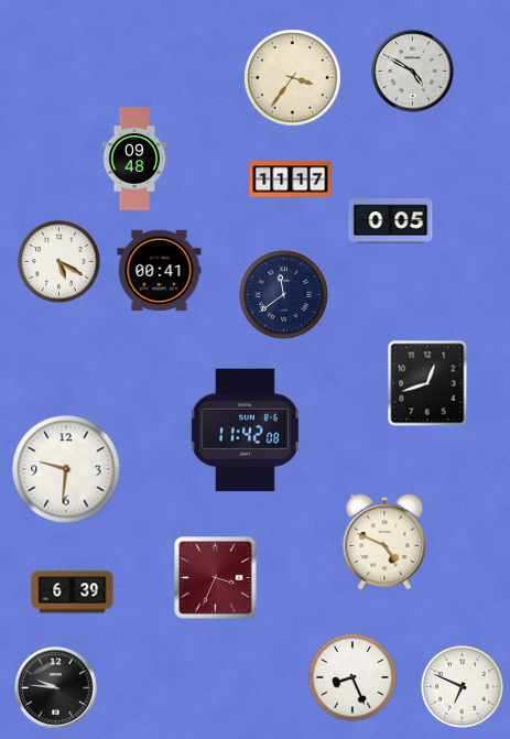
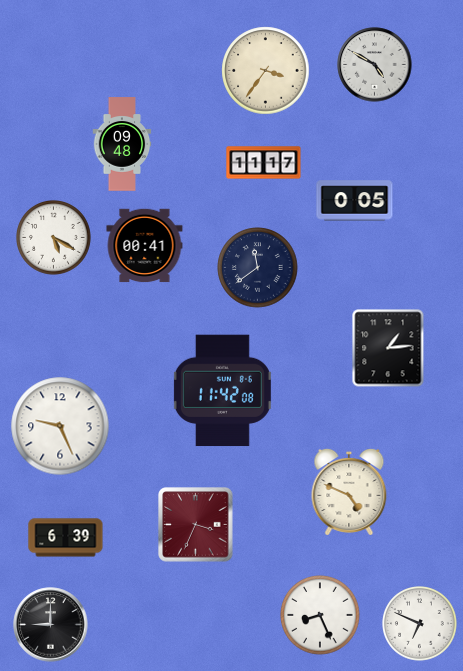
clock at (427, 383): 12:42 -> 1:14
clock at (66, 469): 9:31 -> 9:26
clock at (56, 688): 9:46 -> 9:00
